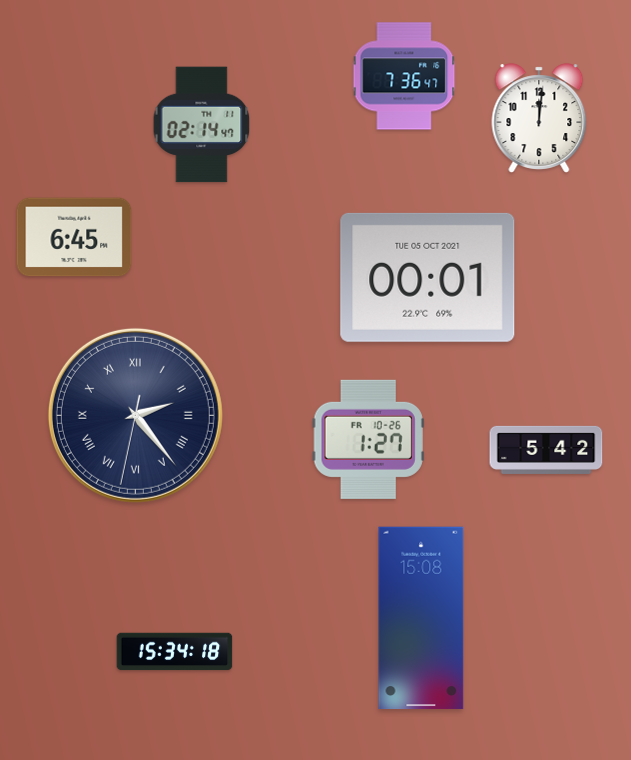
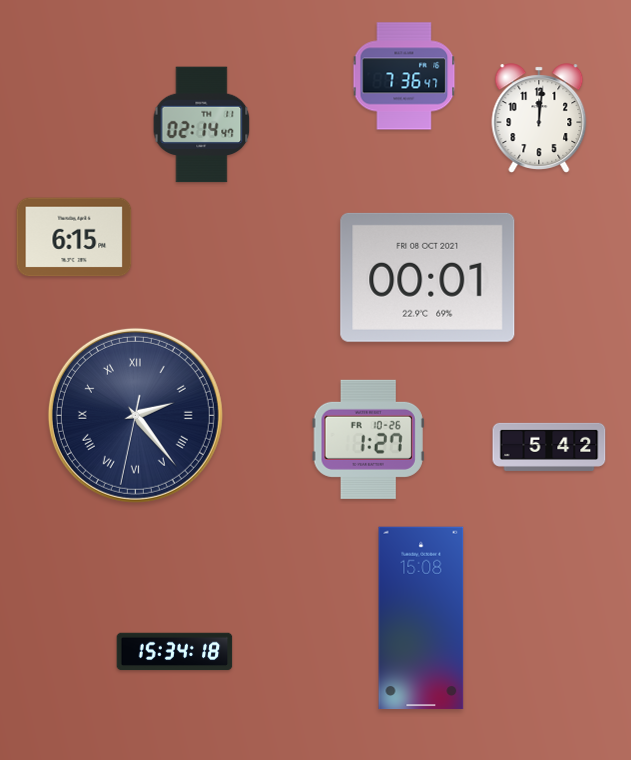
clock at (74, 237): 6:45 -> 6:15
clock at (428, 277) date: TUE 05 OCT 2021 -> FRI 08 OCT 2021
clock at (546, 450) position: (546, 450) -> (549, 447)
